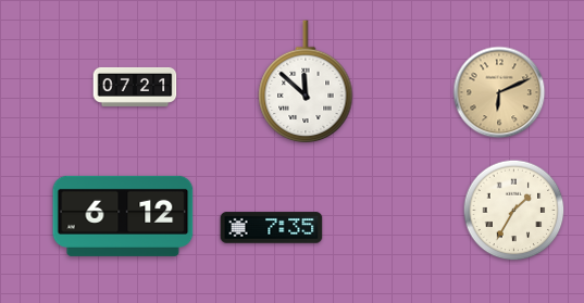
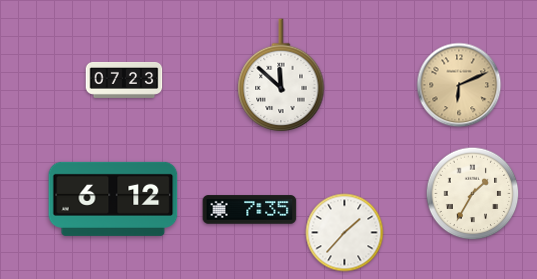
clock at (135, 87): 07:21 -> 07:23
clock at (345, 233): none -> 1:37
